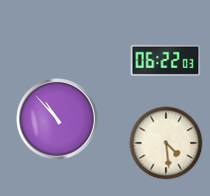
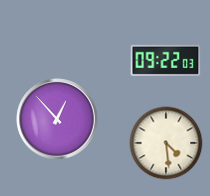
clock at (166, 60): 06:22 -> 09:22
clock at (57, 119): 10:53 -> 12:53
